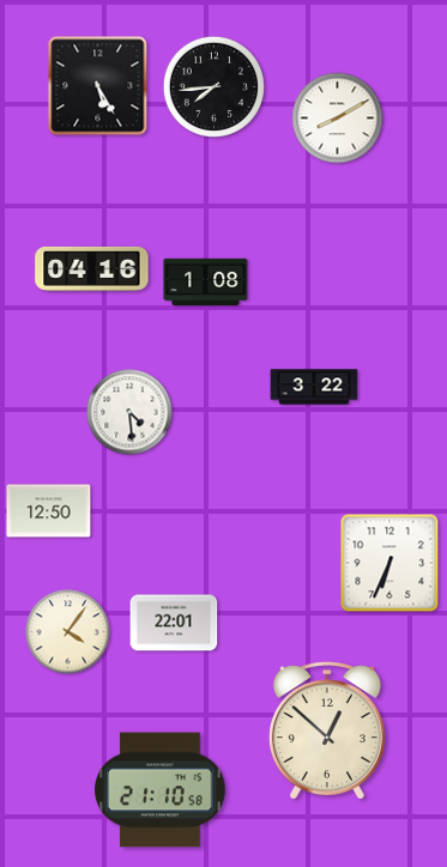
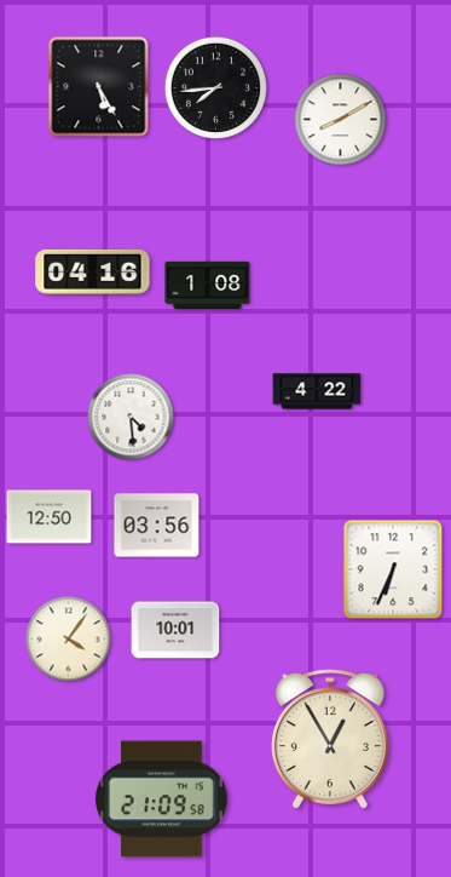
clock at (314, 387): 3:22 -> 4:22
clock at (157, 526): none -> 03:56
clock at (174, 623): 22:01 -> 10:01
clock at (327, 730): 12:52 -> 12:55
clock at (161, 790): 21:10 -> 21:09
